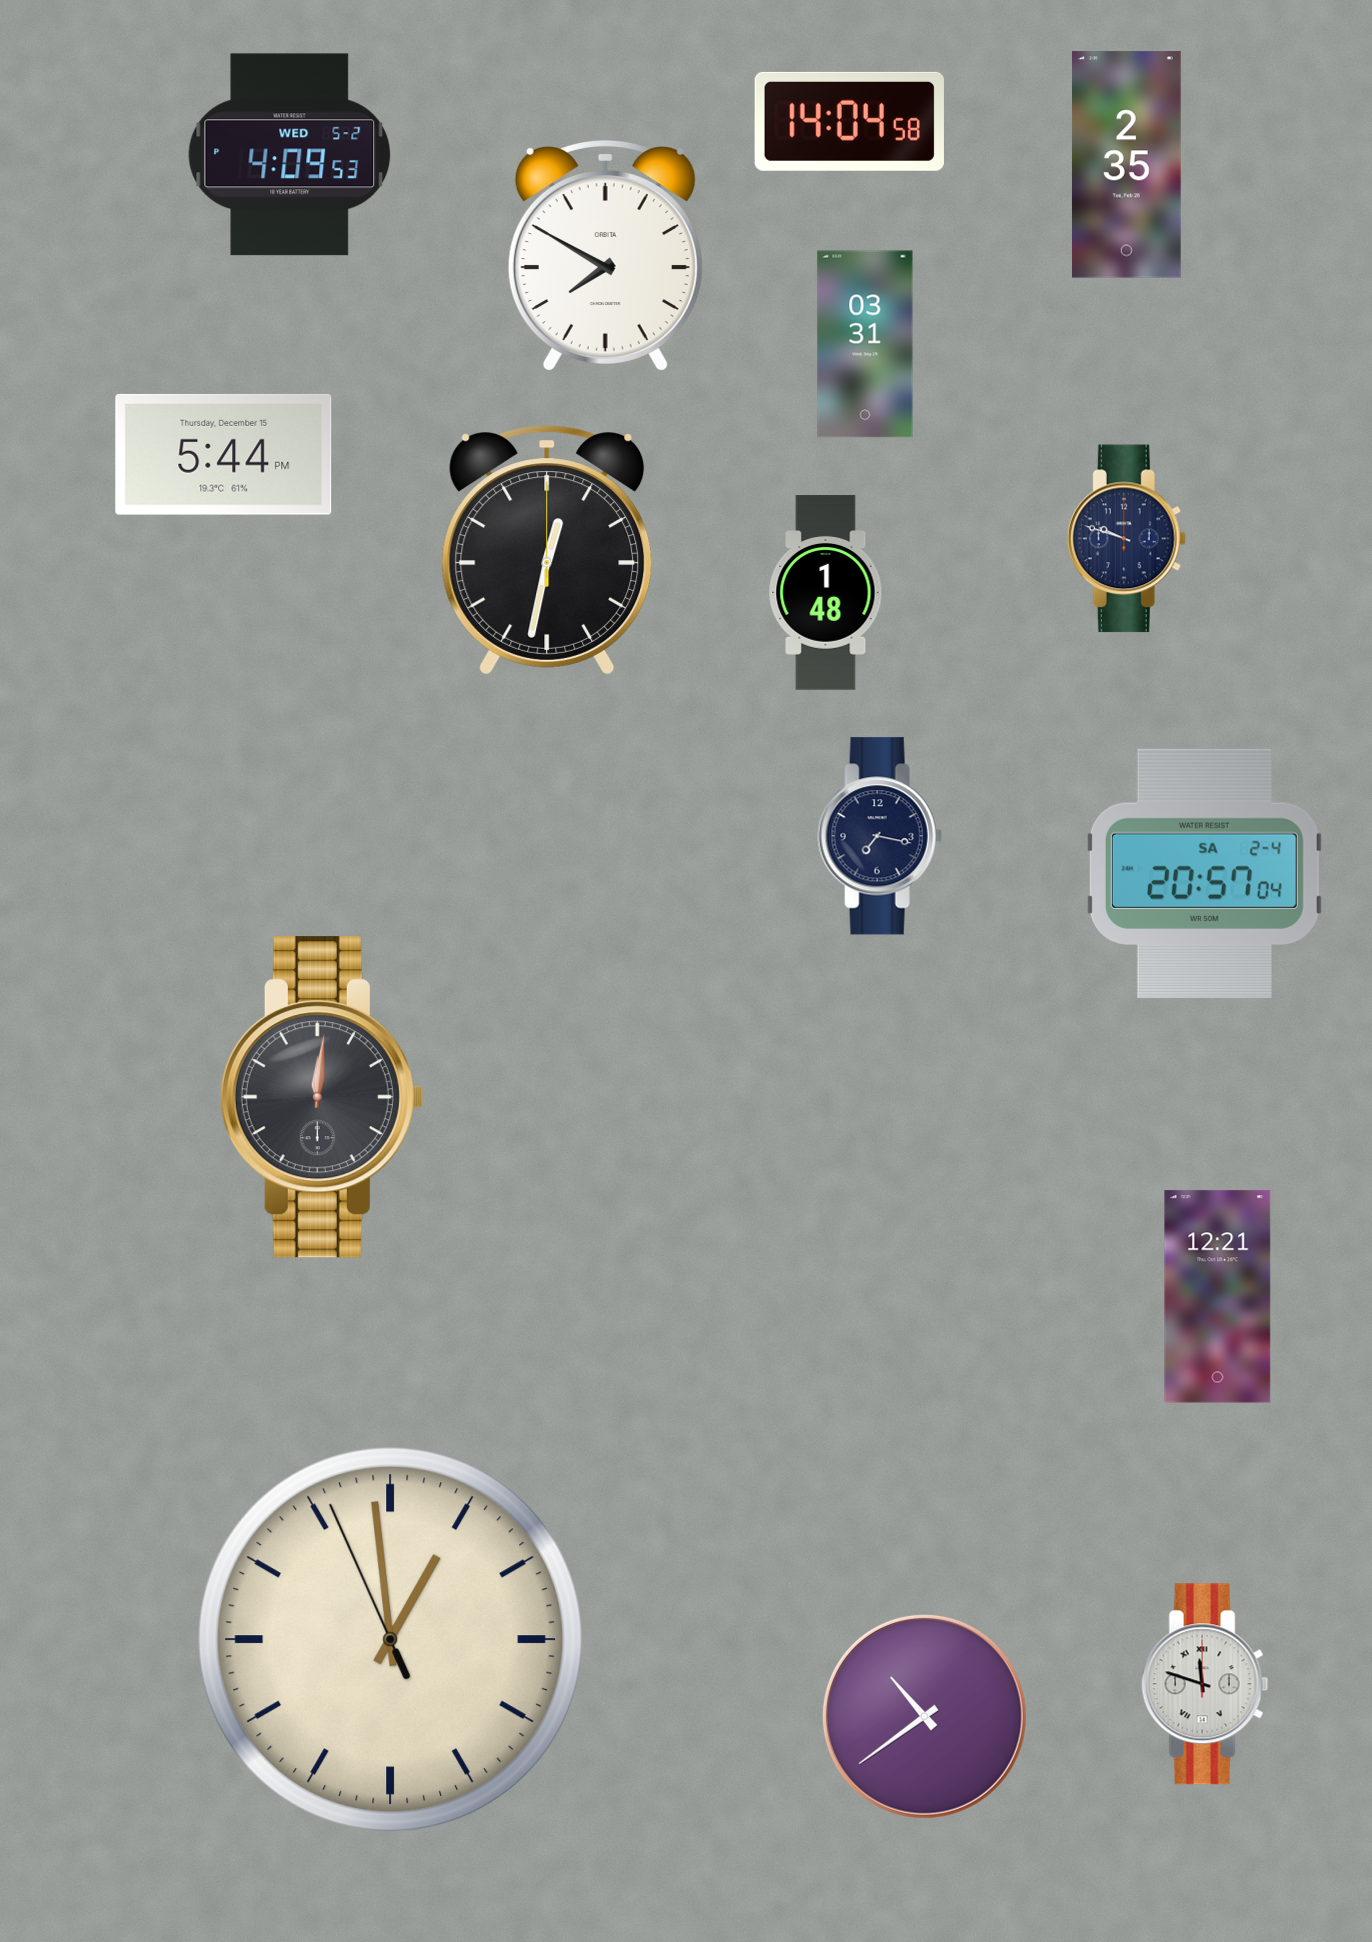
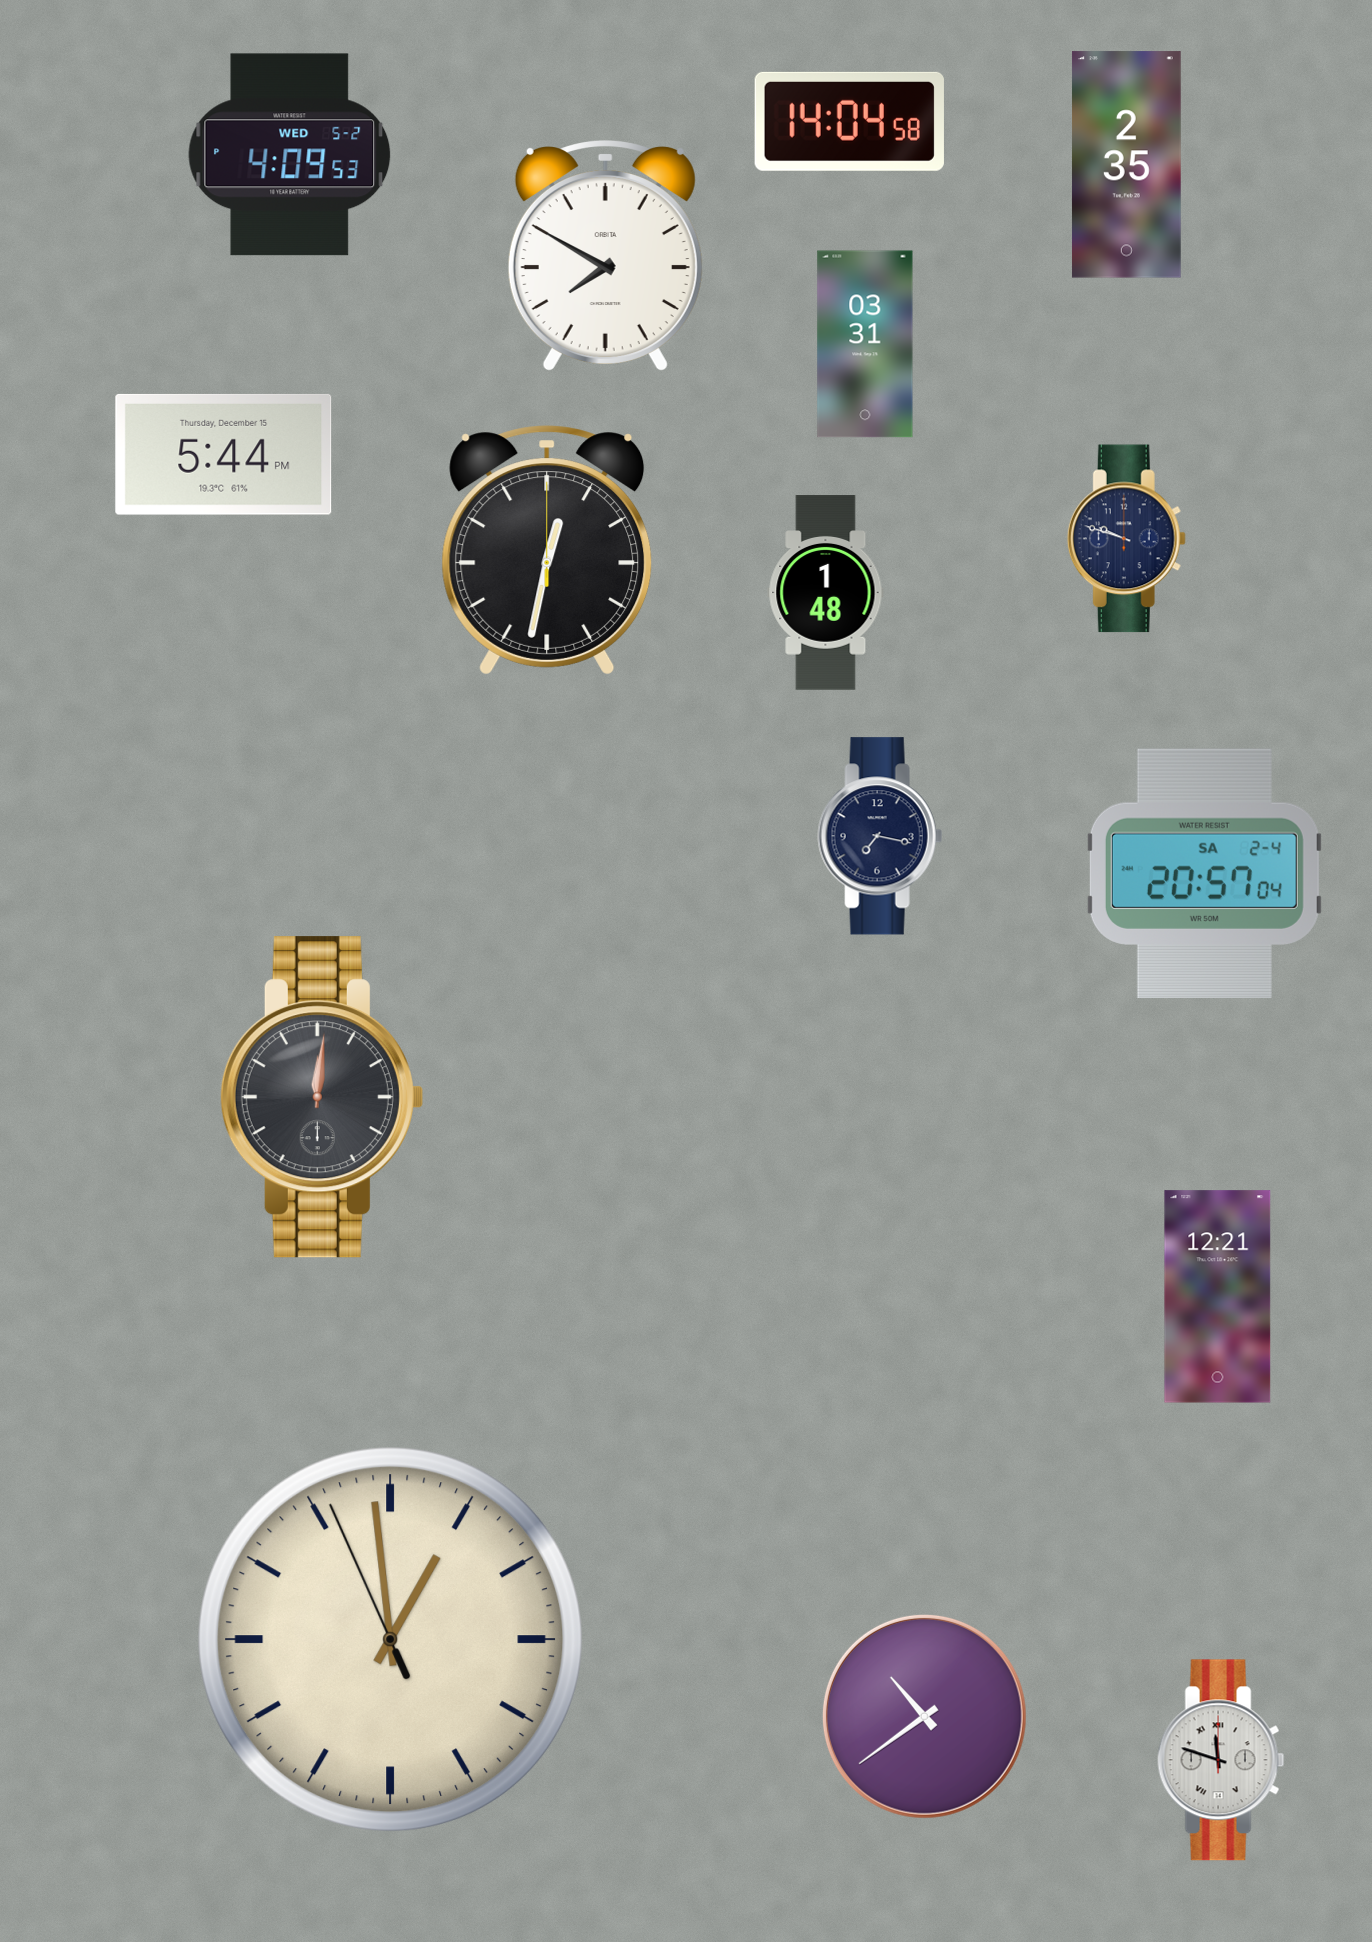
clock at (1205, 1684) position: (1205, 1684) -> (1221, 1760)
